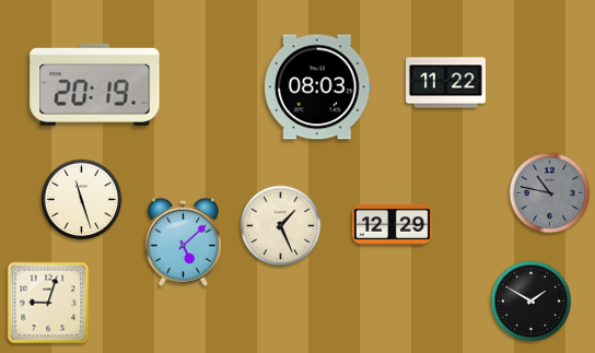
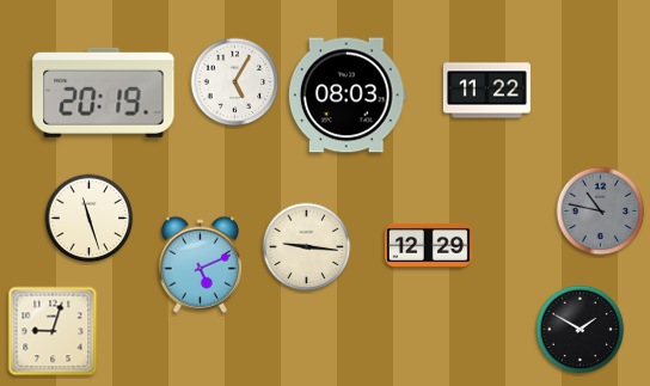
clock at (235, 82): none -> 5:05
clock at (281, 226): 1:26 -> 9:16
clock at (183, 242): 5:08 -> 5:11
